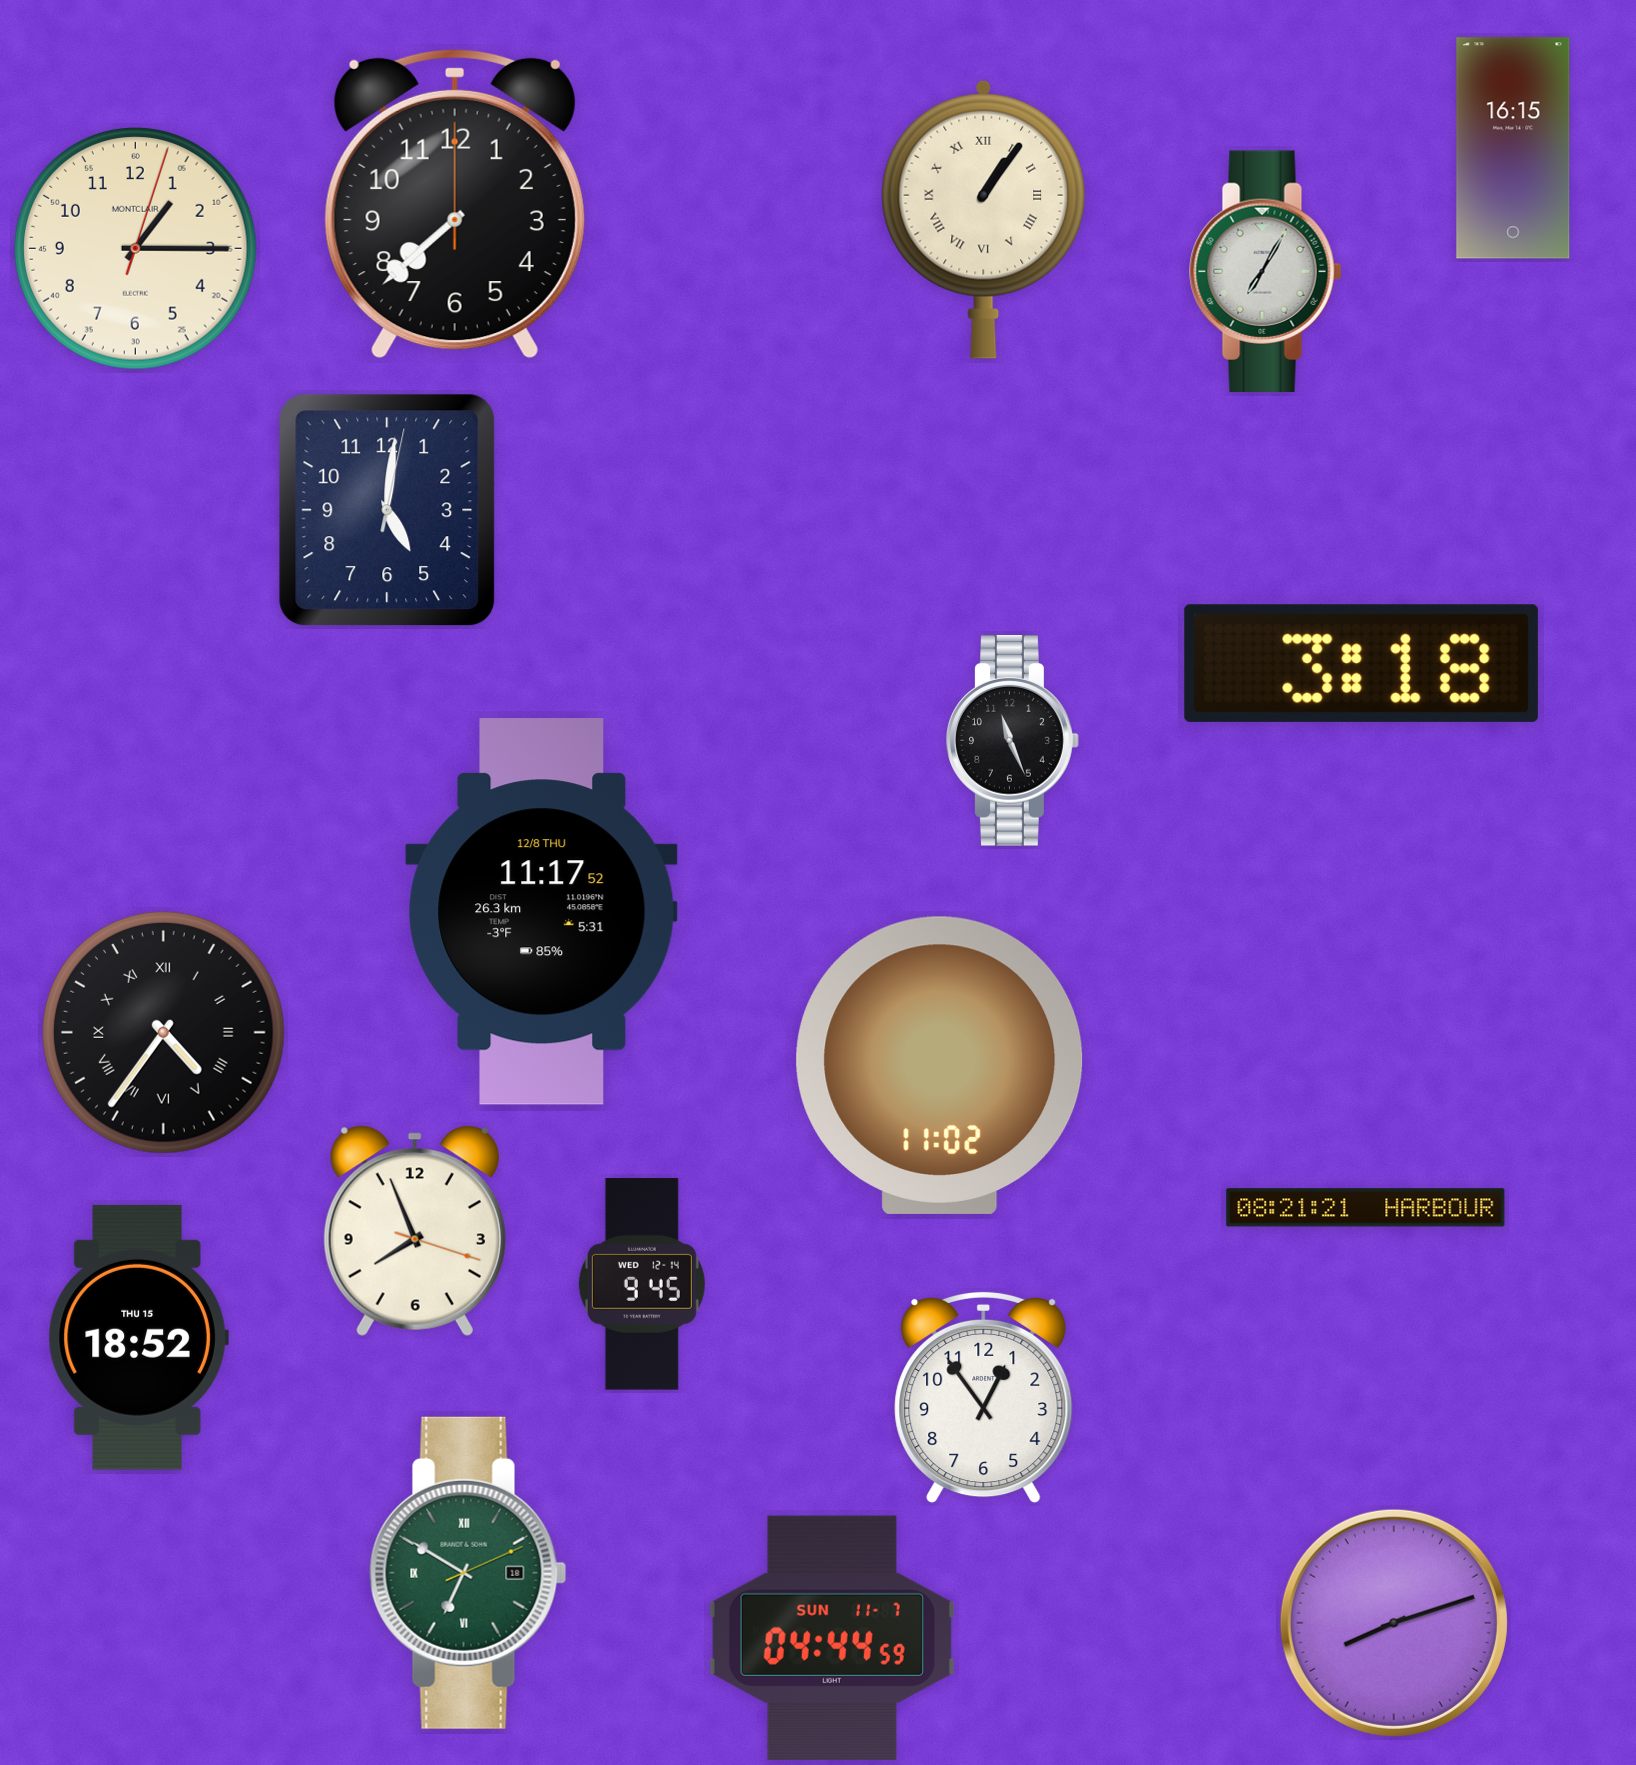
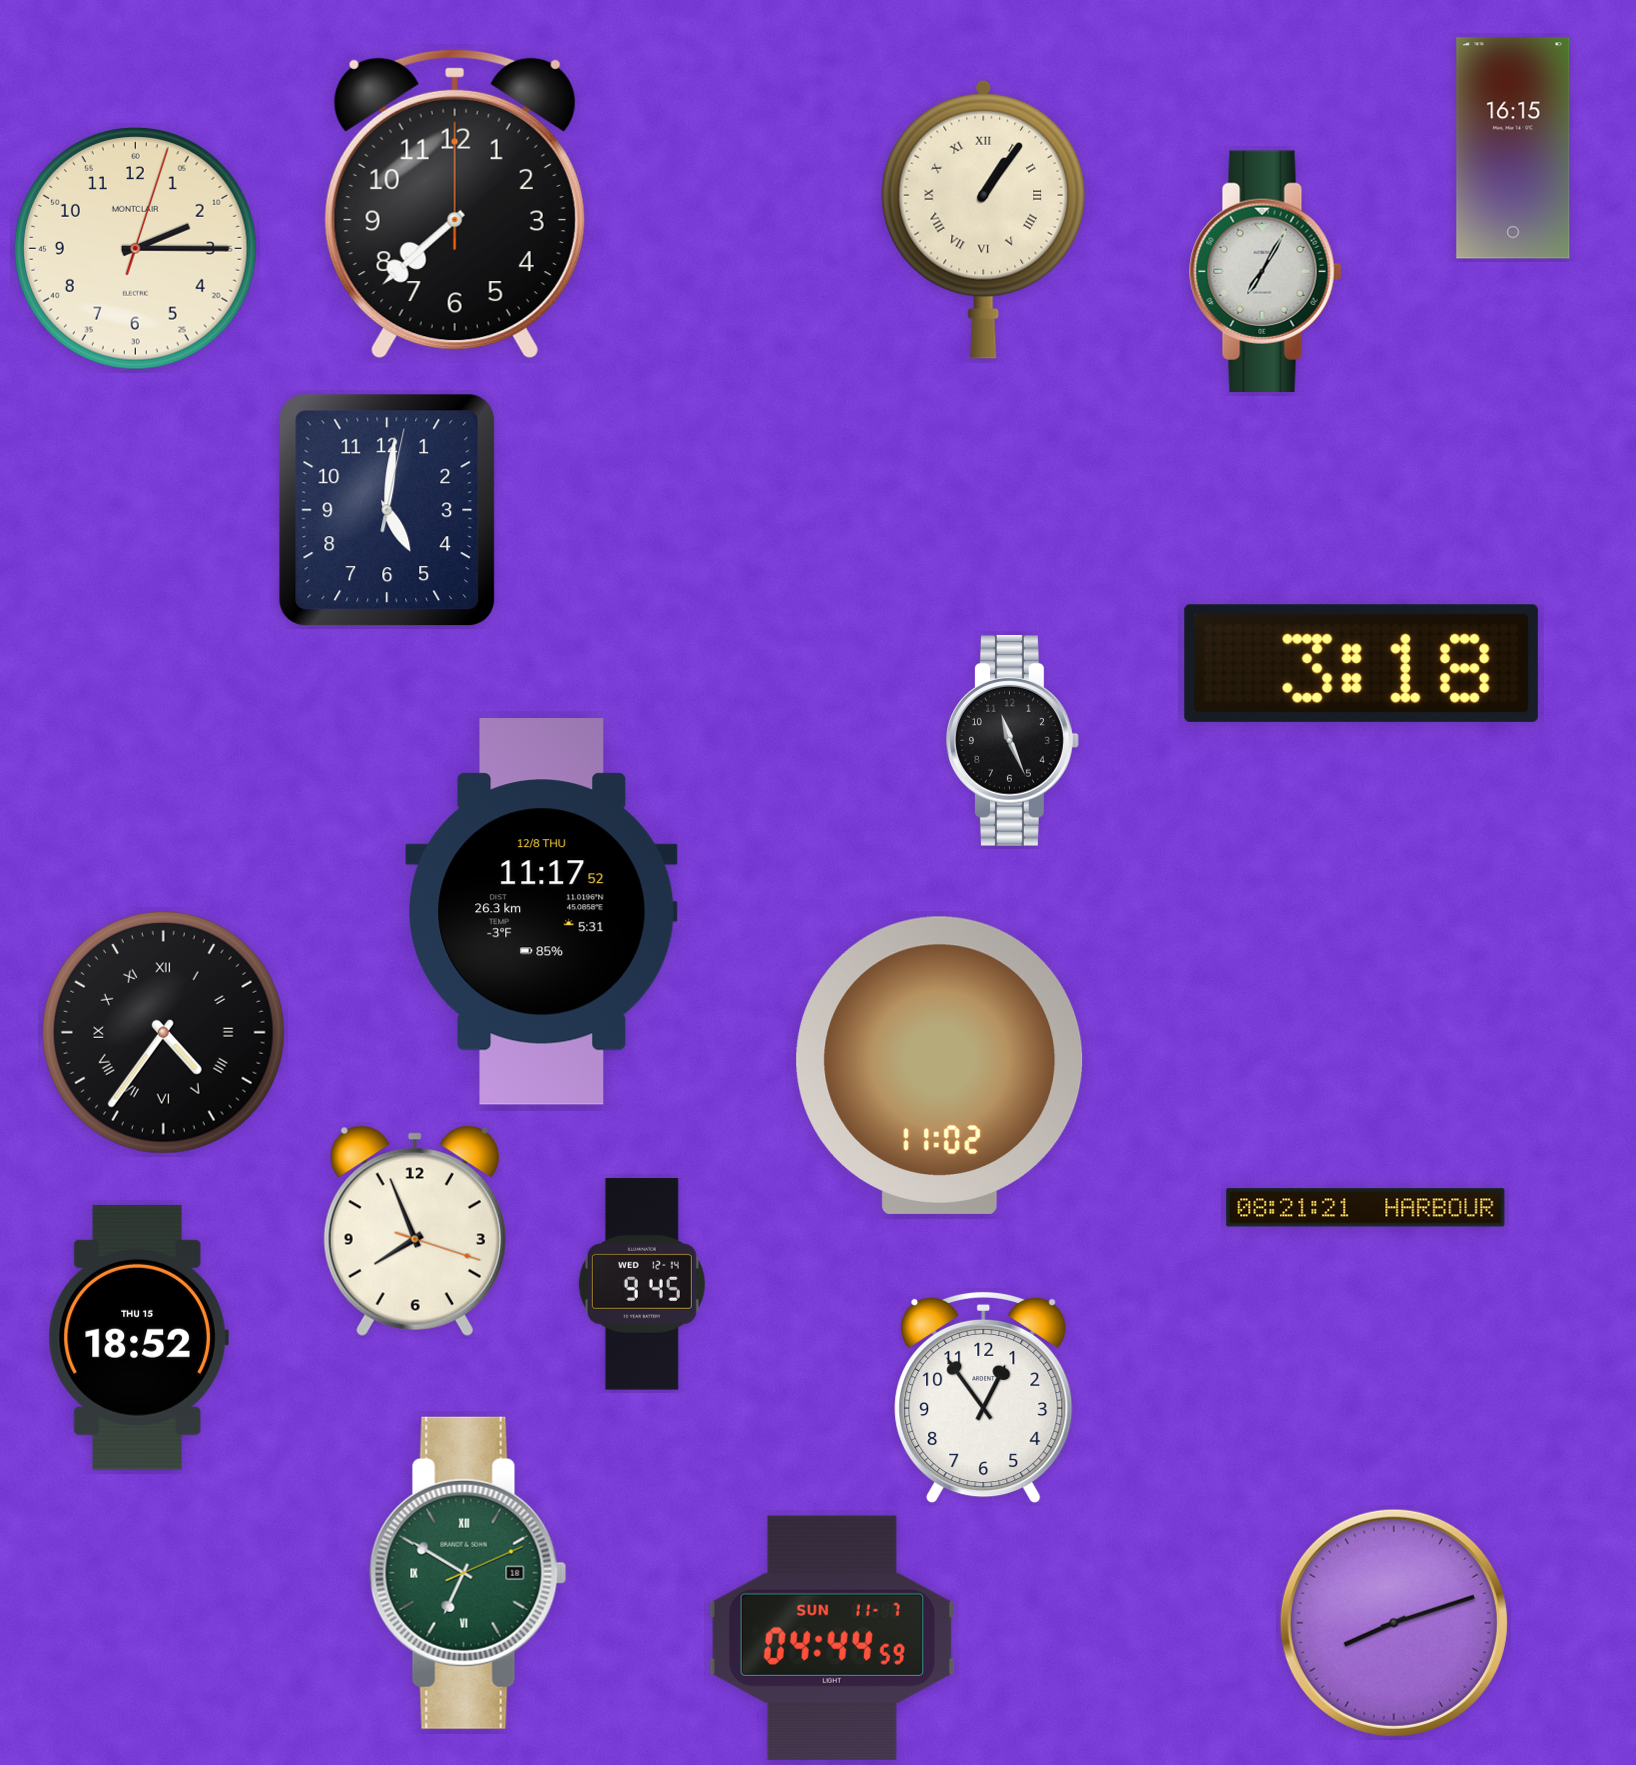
clock at (135, 248): 1:15 -> 2:15
